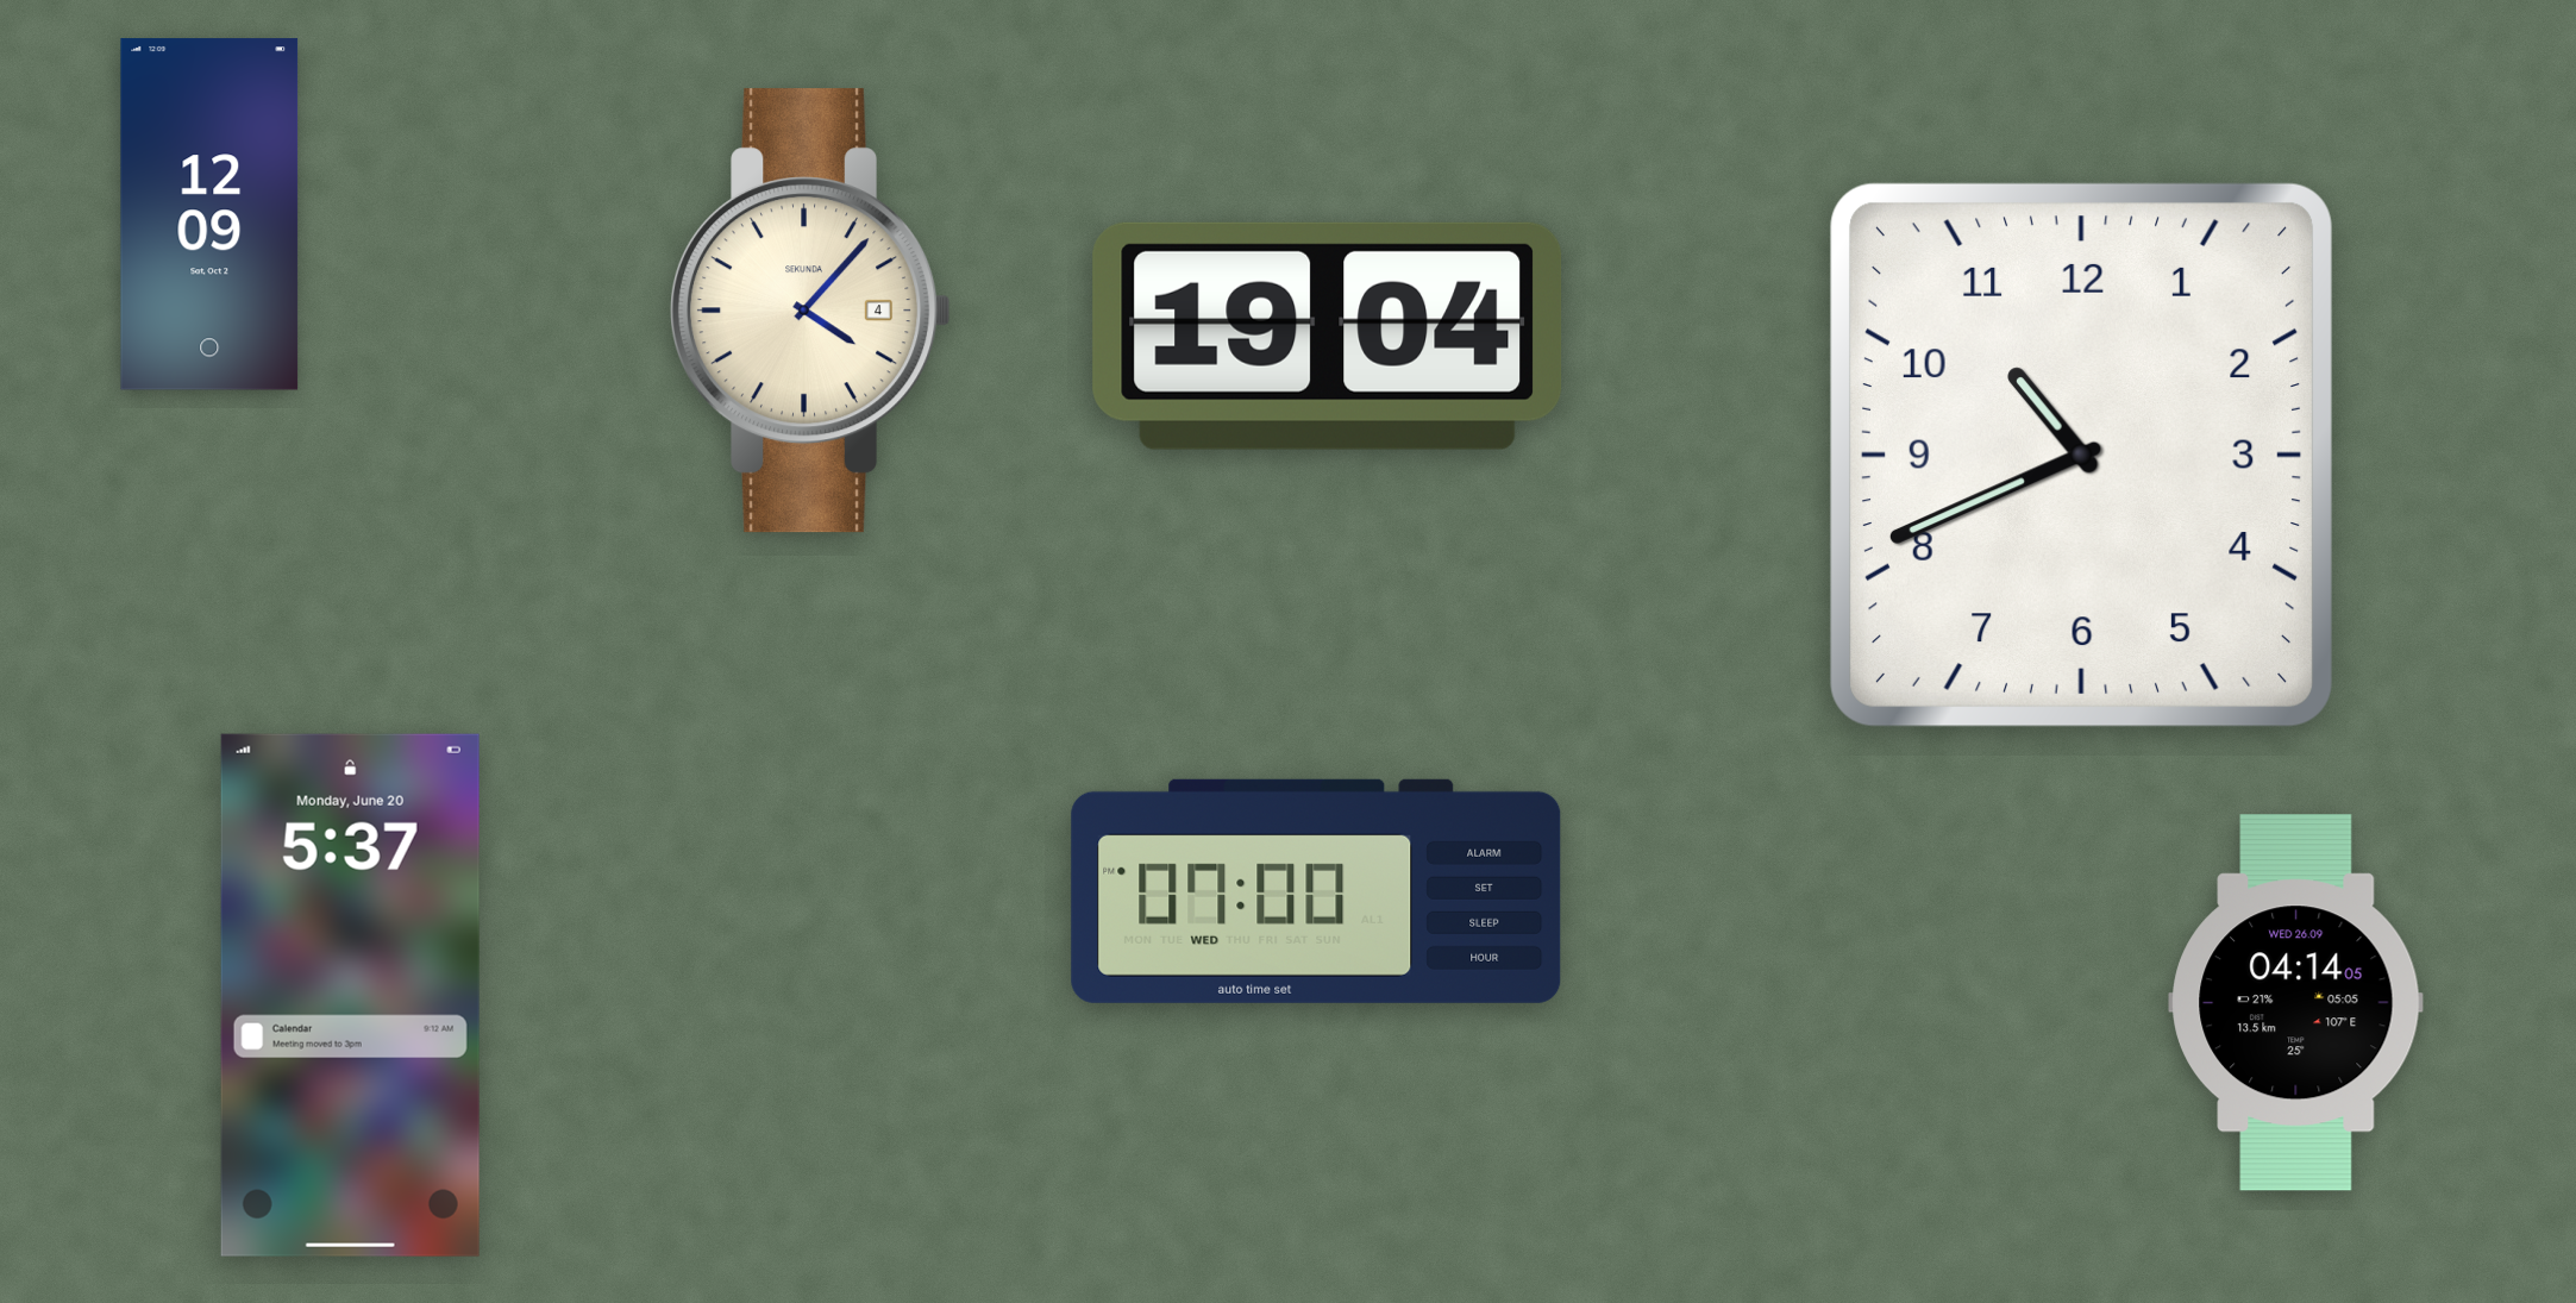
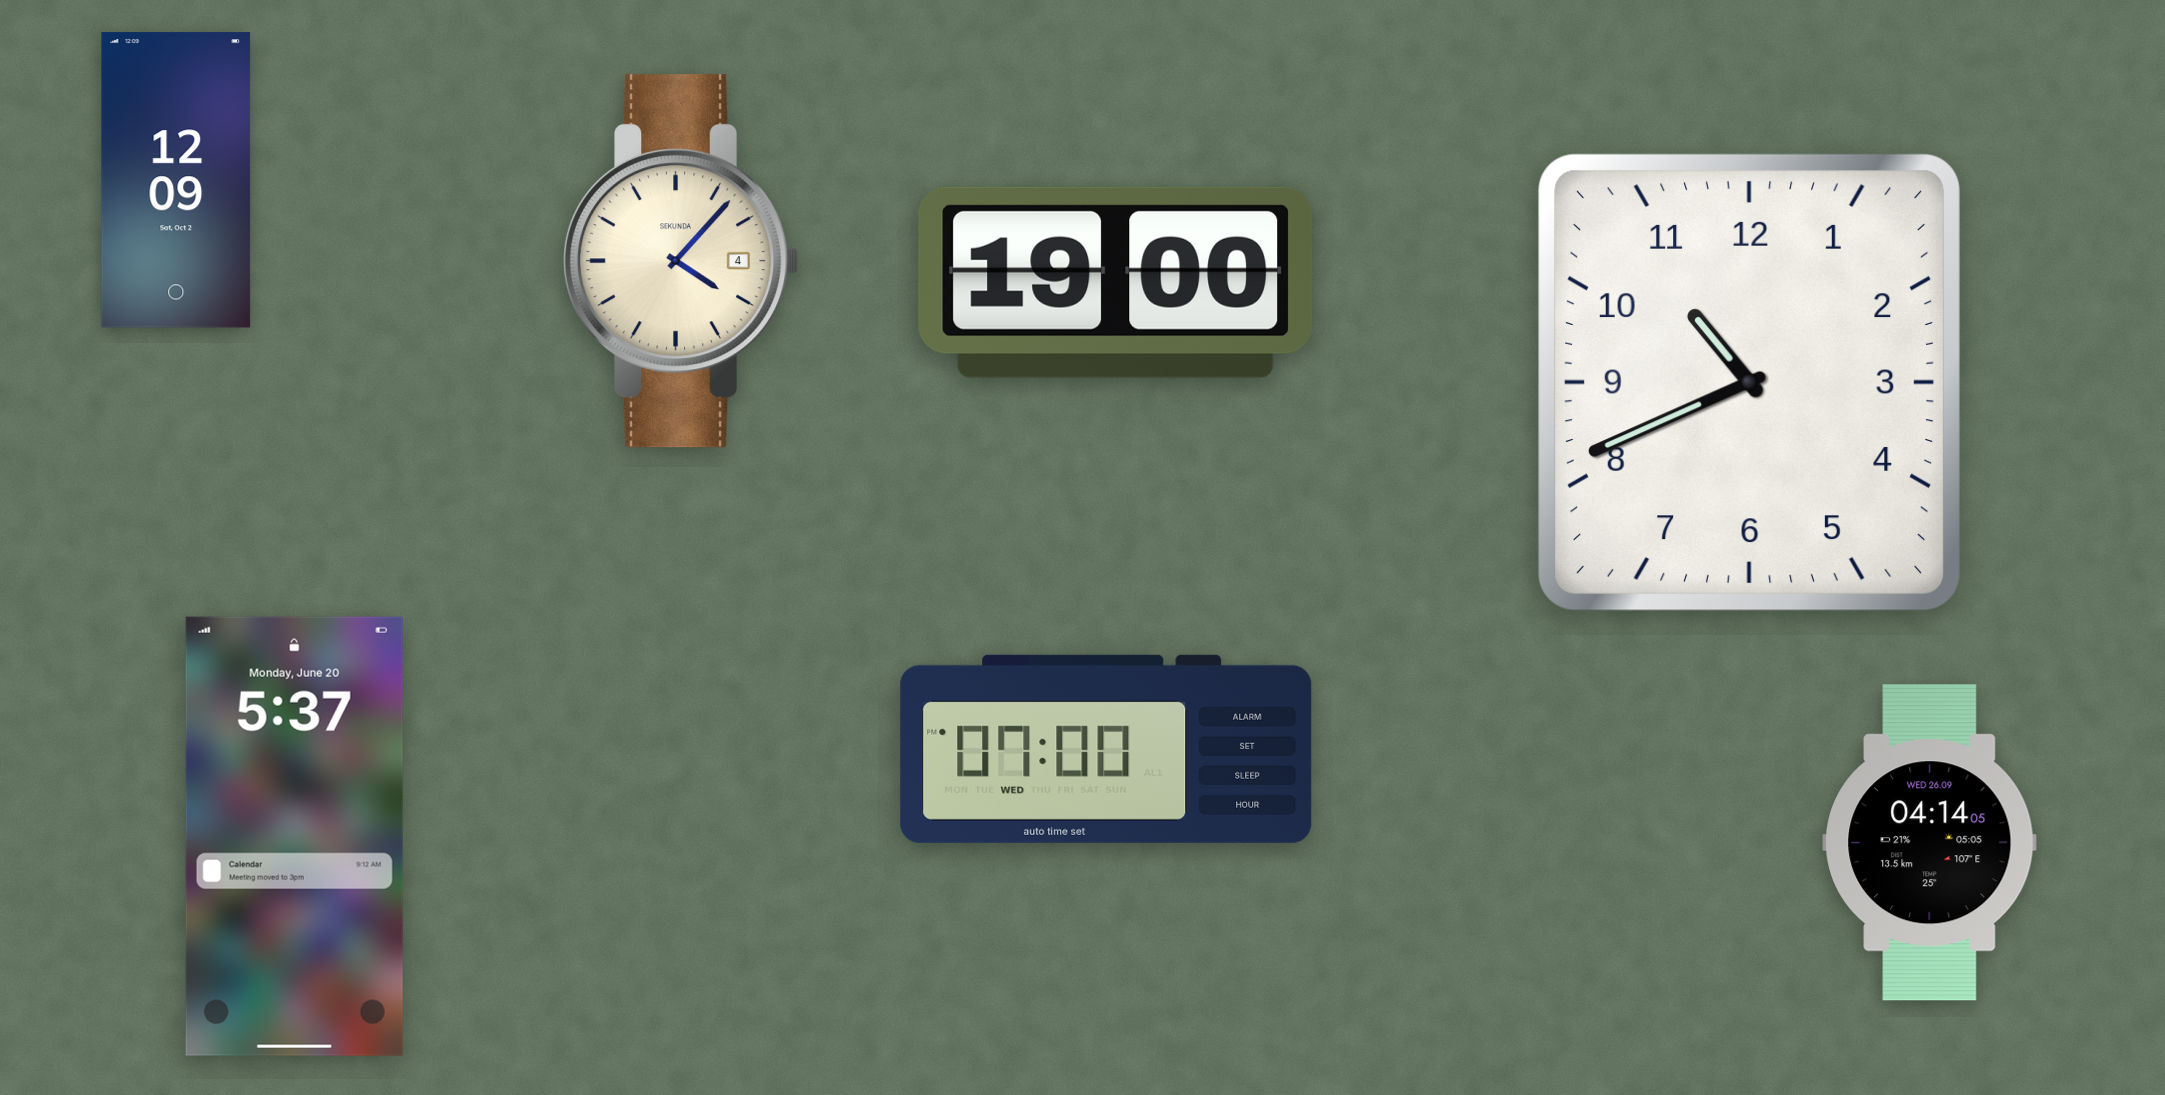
clock at (1328, 336): 19:04 -> 19:00
